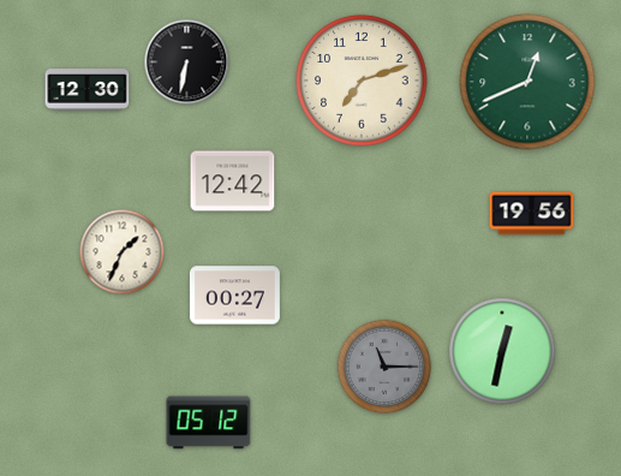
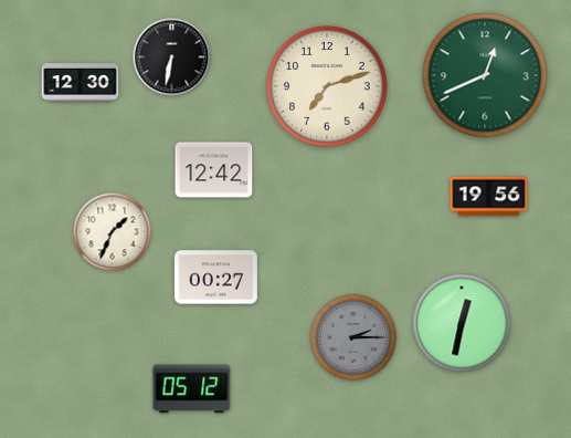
clock at (362, 81) position: (362, 81) -> (327, 86)
clock at (233, 182) position: (233, 182) -> (214, 170)
clock at (234, 296) position: (234, 296) -> (215, 278)
clock at (384, 367): 11:15 -> 2:15
